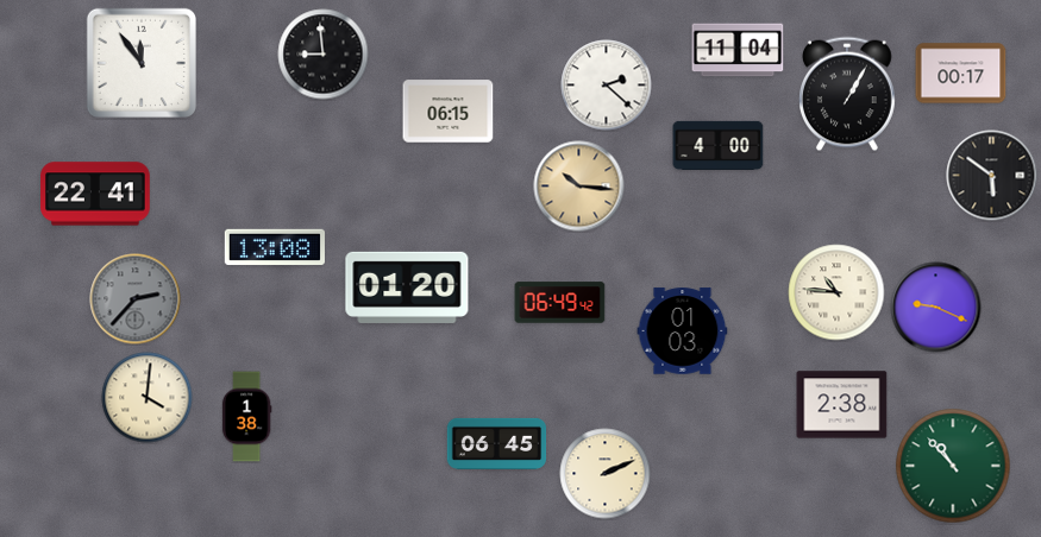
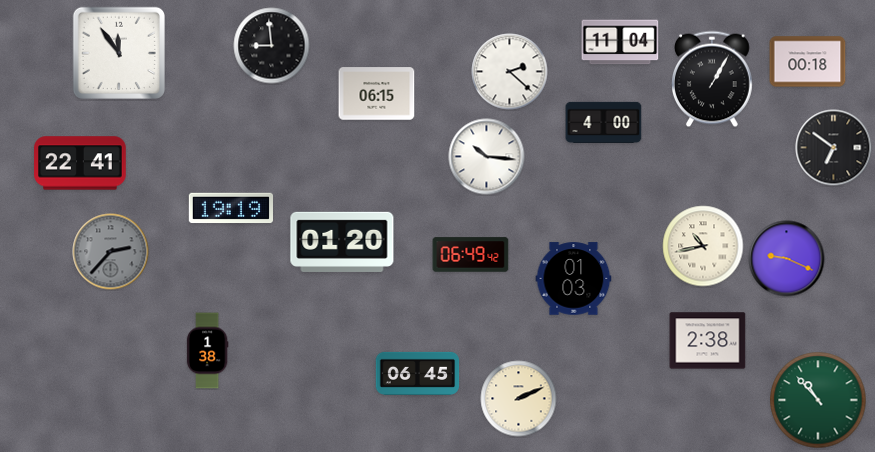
clock at (961, 74): 00:17 -> 00:18
clock at (992, 176): 5:51 -> 6:51
clock at (579, 187) dial: champagne -> white
clock at (274, 247): 13:08 -> 19:19
clock at (836, 292): 10:46 -> 10:43
clock at (136, 299) position: (136, 299) -> (111, 252)
clock at (148, 398): 4:01 -> none
clock at (953, 466) position: (953, 466) -> (818, 400)
clock at (606, 474) position: (606, 474) -> (519, 399)
